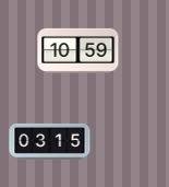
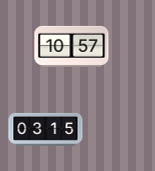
clock at (79, 50): 10:59 -> 10:57
